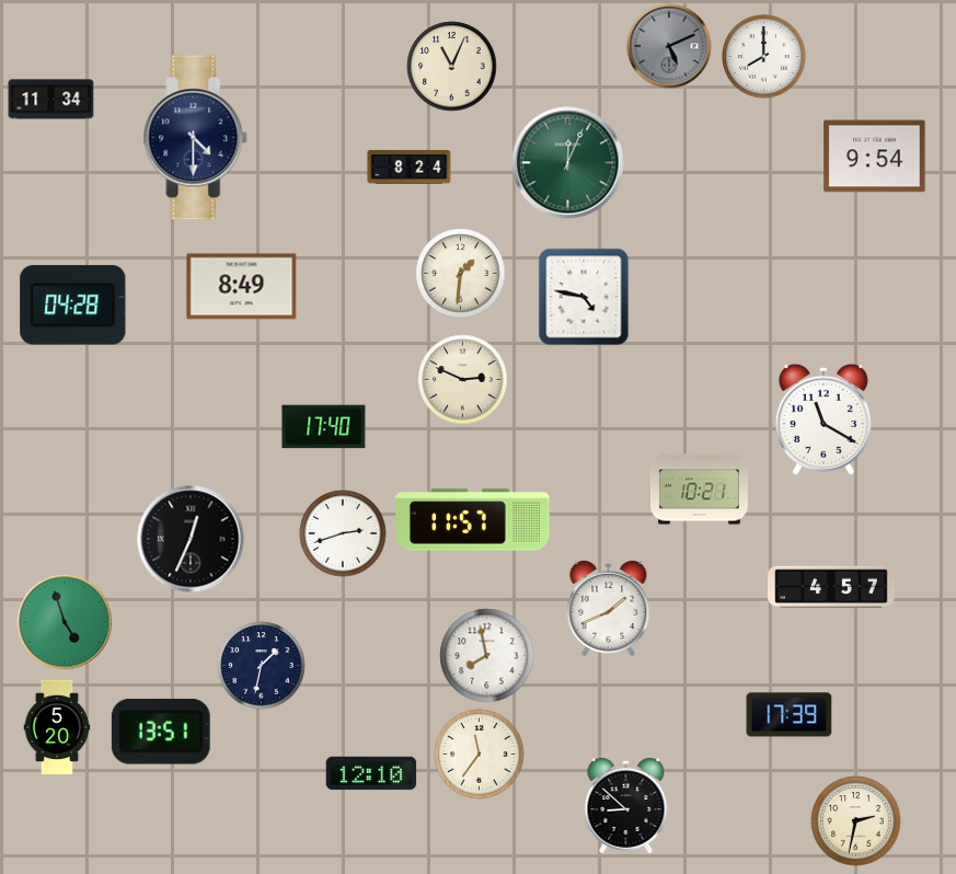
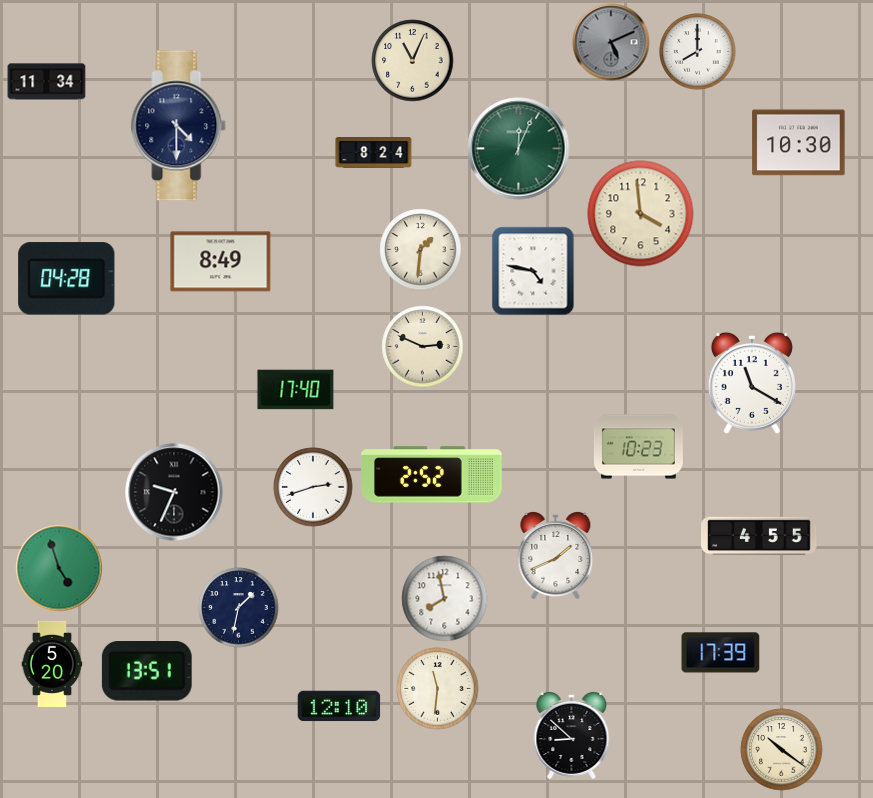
clock at (51, 100) position: (51, 100) -> (47, 82)
clock at (875, 157): 9:54 -> 10:30
clock at (641, 214): none -> 3:59
clock at (700, 490): 10:21 -> 10:23
clock at (473, 520): 11:57 -> 2:52
clock at (191, 539): 12:34 -> 9:34
clock at (831, 587): 4:57 -> 4:55
clock at (161, 733) position: (161, 733) -> (147, 672)
clock at (480, 755): 11:36 -> 11:31
clock at (856, 821): 2:32 -> 10:21
